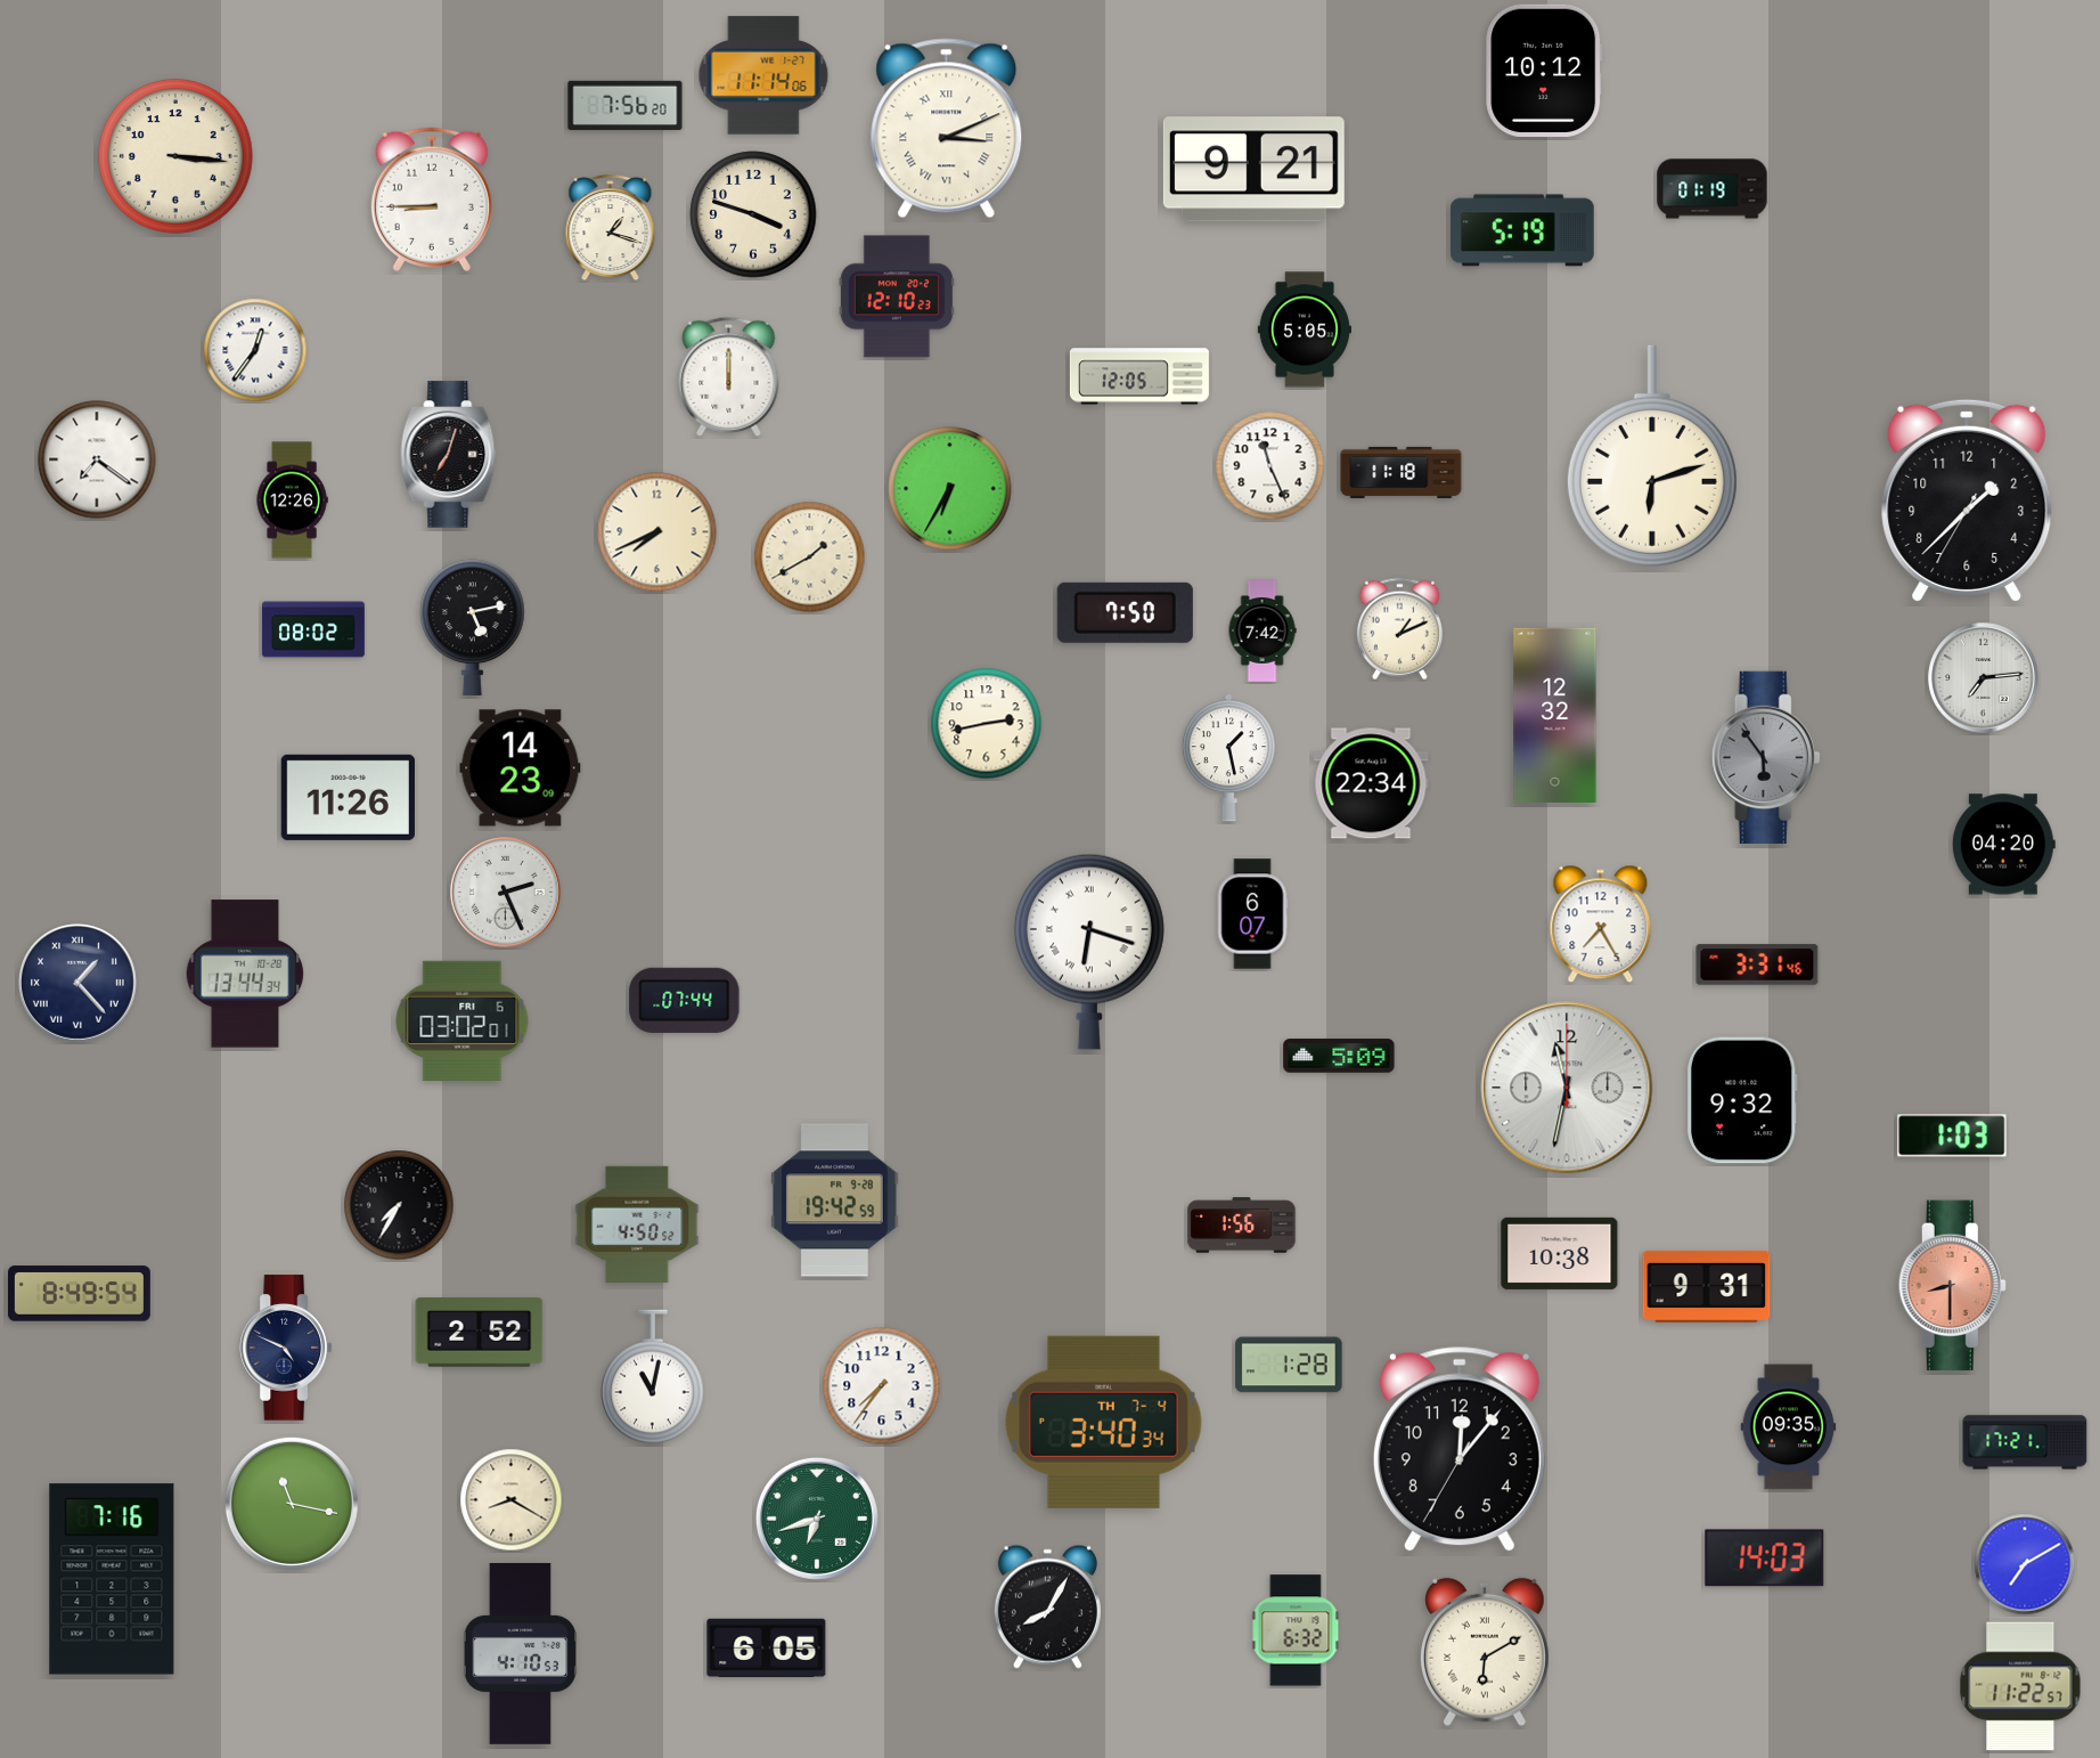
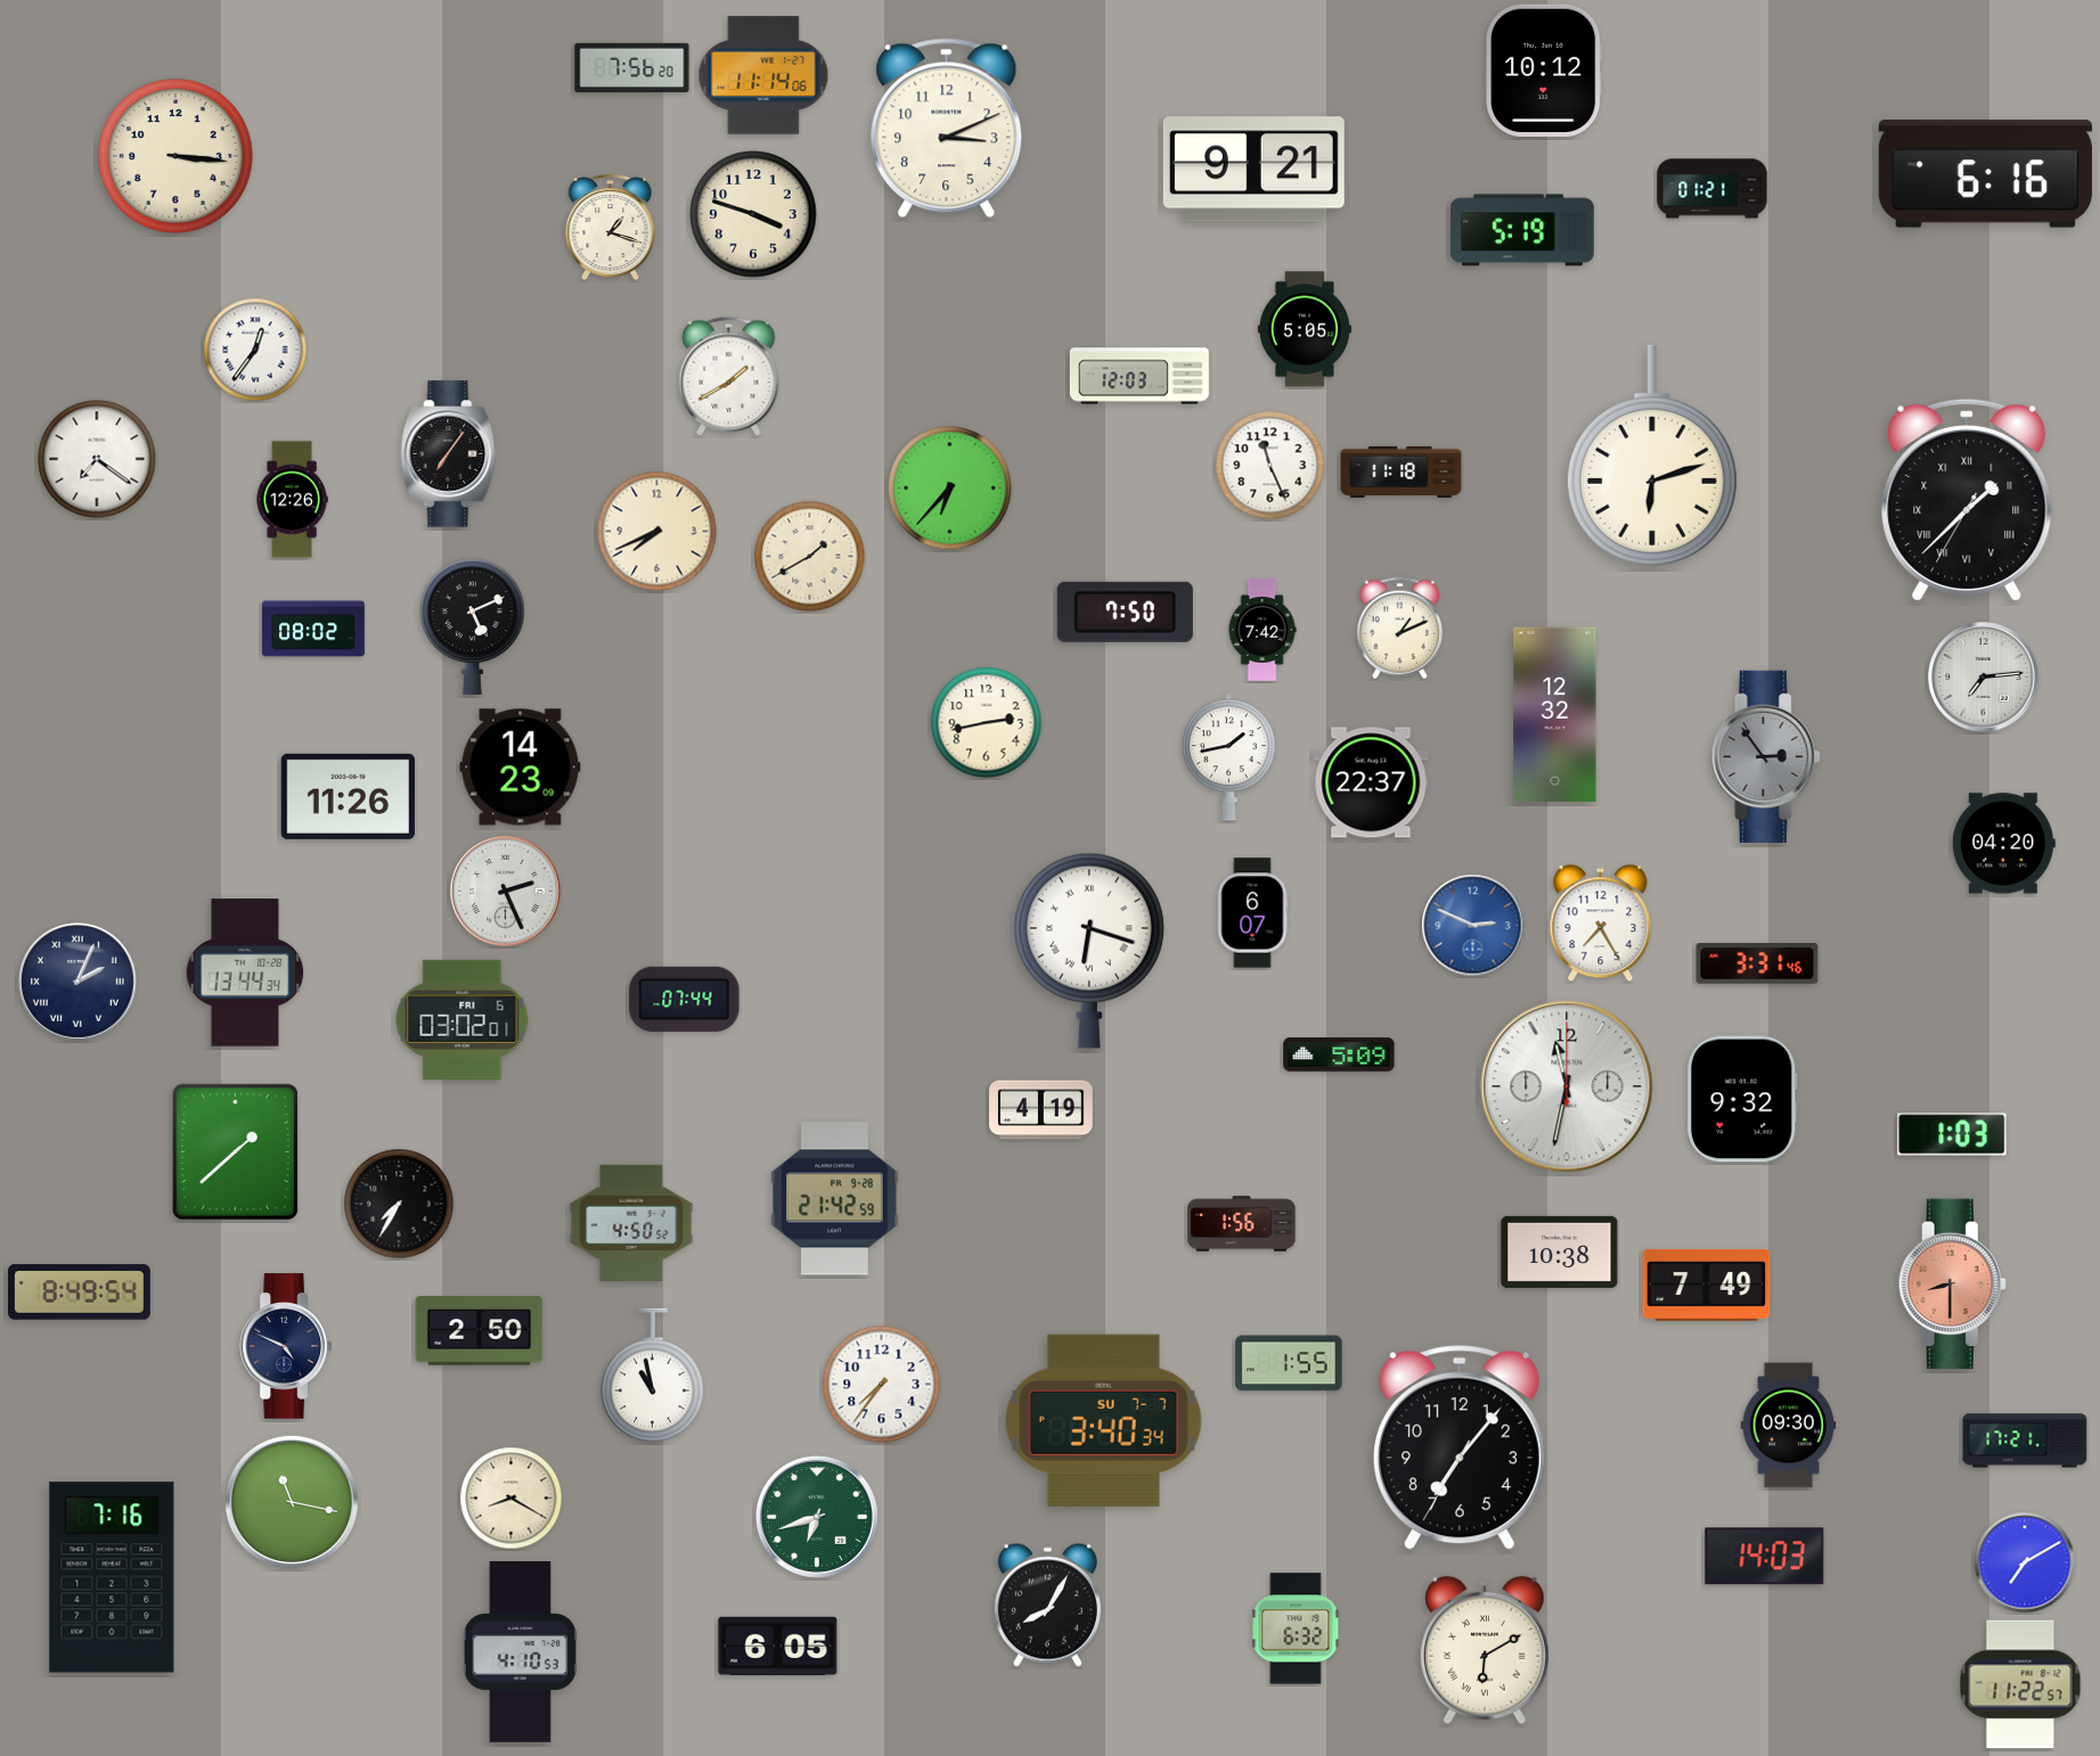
clock at (626, 106) position: (626, 106) -> (632, 68)
clock at (947, 129) numerals: Roman -> Arabic
clock at (1985, 174): none -> 6:16
clock at (1713, 189): 01:19 -> 01:21
clock at (432, 200): 8:45 -> none
clock at (897, 296): 12:10 -> none
clock at (729, 376): 12:00 -> 1:40
clock at (1139, 376): 12:05 -> 12:03
clock at (449, 455): 7:03 -> 7:06
clock at (950, 489): 6:35 -> 6:37
clock at (1967, 500) numerals: Arabic -> Roman
clock at (473, 627): 5:13 -> 5:11
clock at (1766, 757): 5:54 -> 2:54
clock at (1228, 758): 1:28 -> 1:43
clock at (1371, 783): 22:34 -> 22:37
clock at (1473, 926): none -> 2:49
clock at (79, 984): 1:23 -> 2:04
clock at (1041, 1110): none -> 4:19
clock at (235, 1151): none -> 1:38
clock at (835, 1201): 19:42 -> 21:42
clock at (637, 1223) position: (637, 1223) -> (631, 1222)
clock at (1707, 1286): 9:31 -> 7:49
clock at (480, 1333): 2:52 -> 2:50
clock at (1289, 1365): 1:28 -> 1:55
clock at (653, 1377): 11:02 -> 10:58
clock at (1104, 1422) date: TH 7-4 -> SU 7-7
clock at (1789, 1427): 09:35 -> 09:30
clock at (1460, 1449): 12:06 -> 7:06
clock at (767, 1649) position: (767, 1649) -> (778, 1647)
